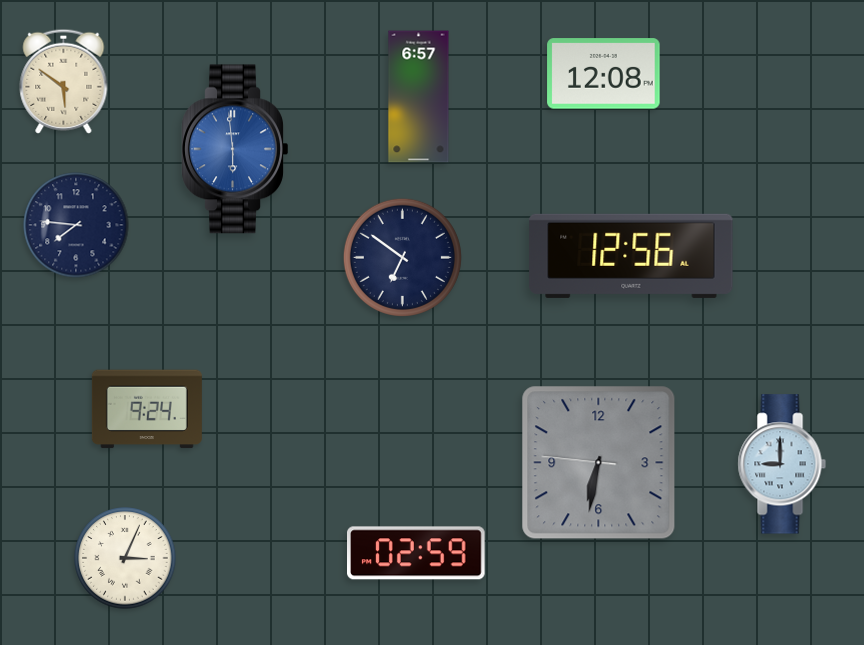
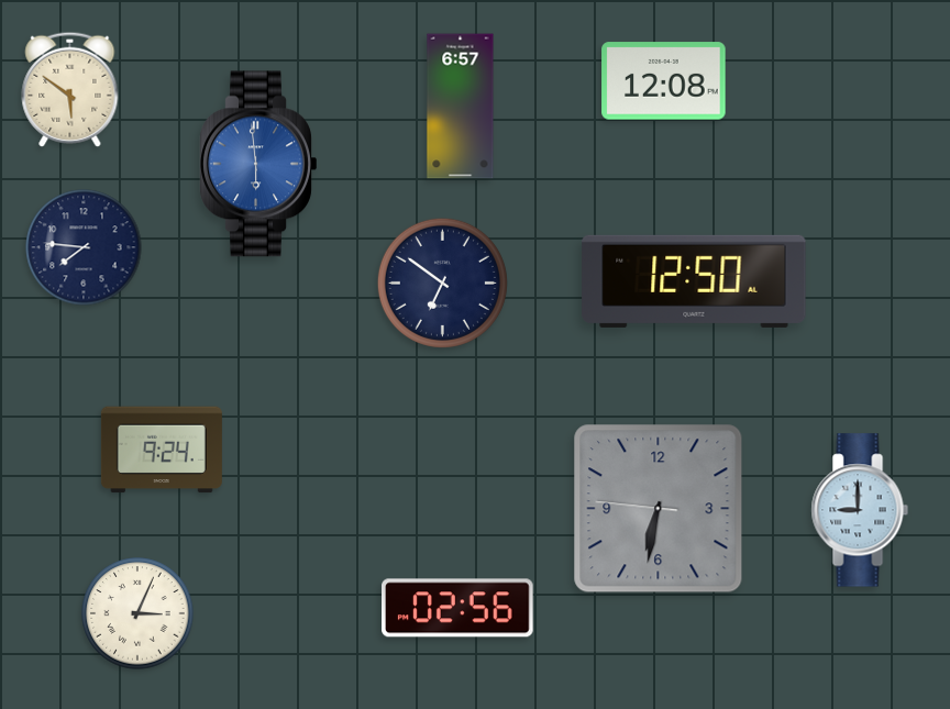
clock at (631, 256): 12:56 -> 12:50
clock at (417, 553): 02:59 -> 02:56
